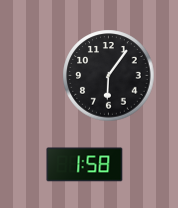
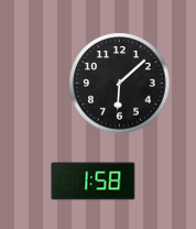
clock at (109, 76): 6:06 -> 6:08
